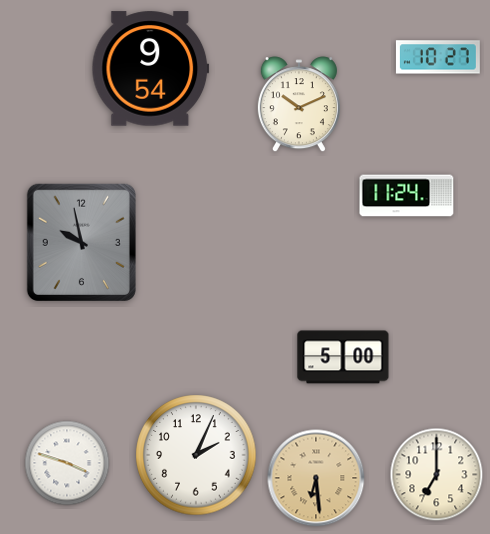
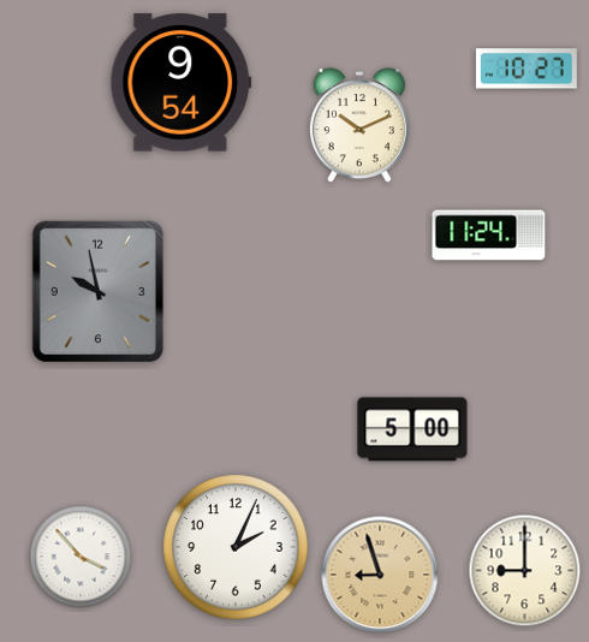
clock at (67, 463): 3:48 -> 3:53
clock at (437, 475): 7:00 -> 9:00
clock at (316, 478): 6:29 -> 8:57
